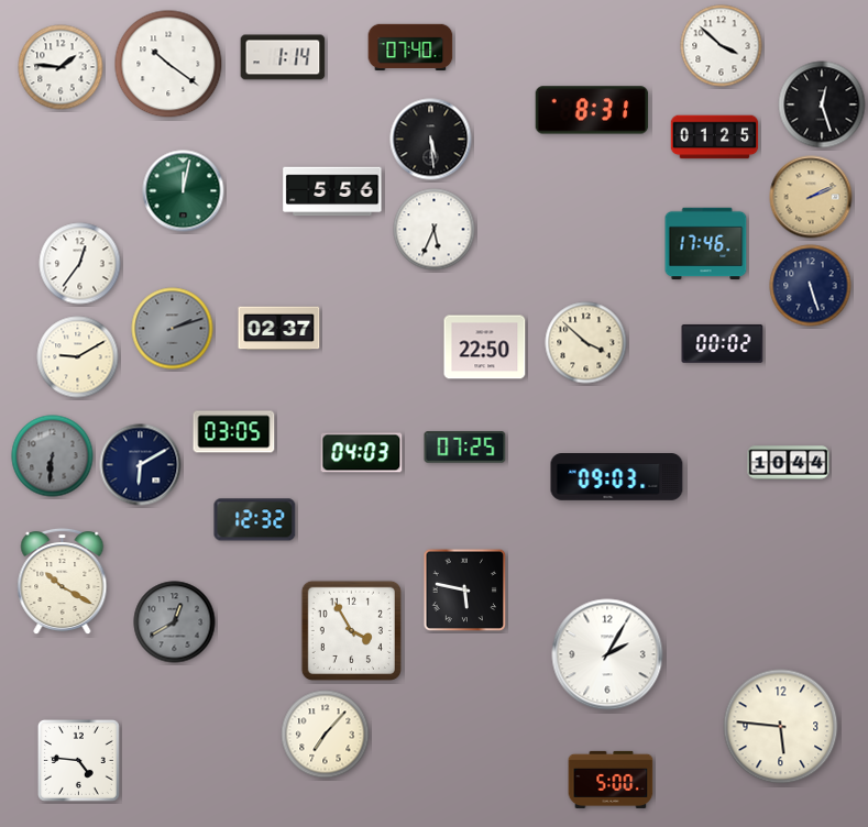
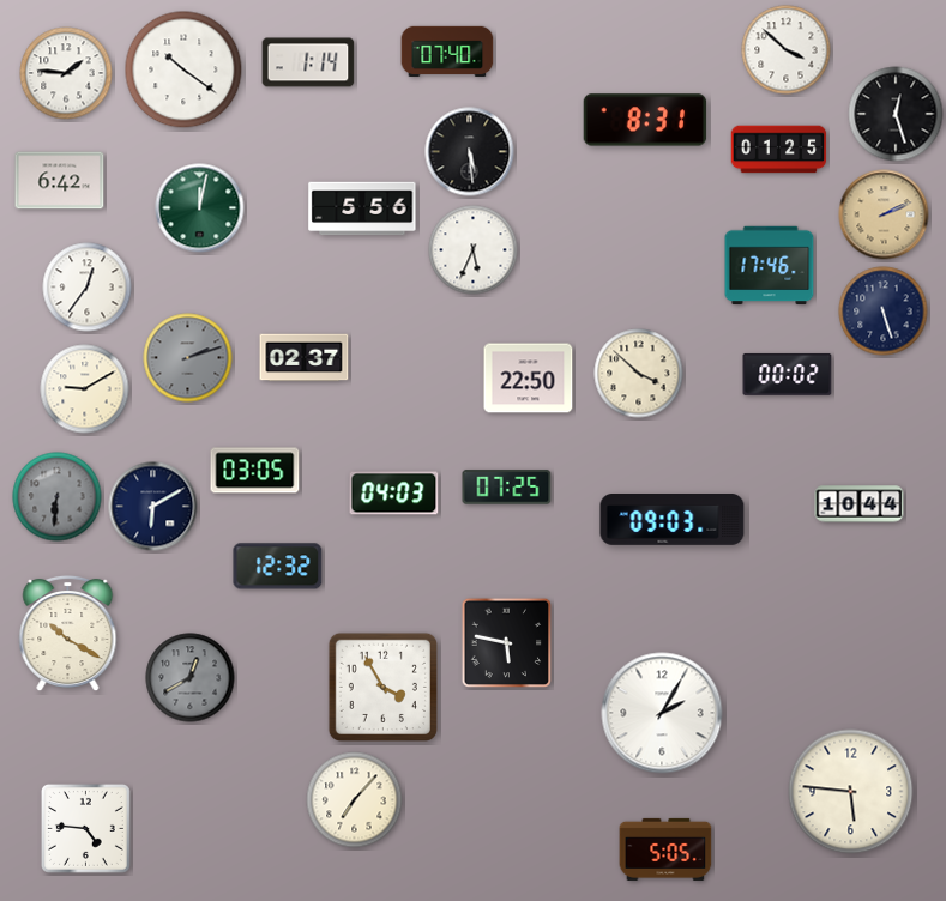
clock at (60, 181): none -> 6:42
clock at (611, 780): 5:00 -> 5:05
